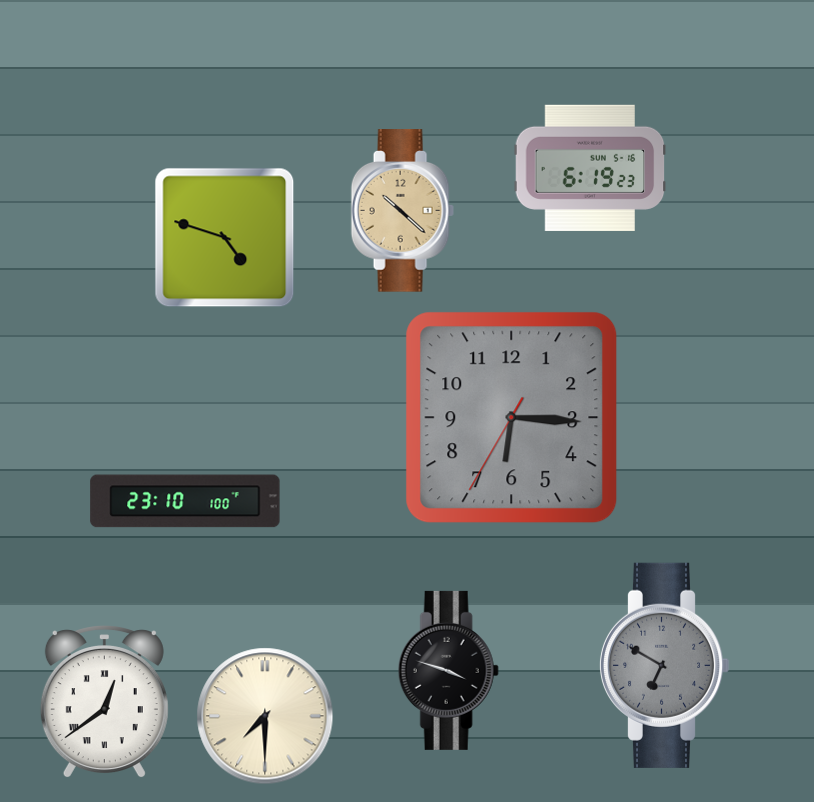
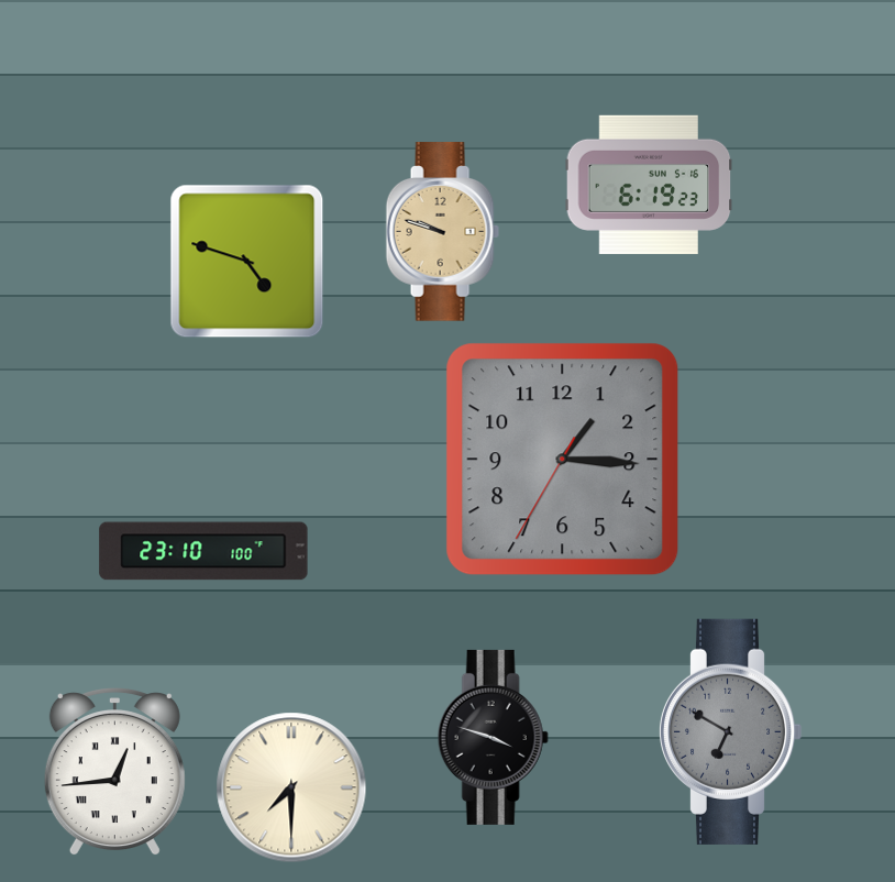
clock at (402, 211): 10:22 -> 9:48
clock at (512, 418): 6:15 -> 1:15
clock at (104, 702): 12:39 -> 12:44
